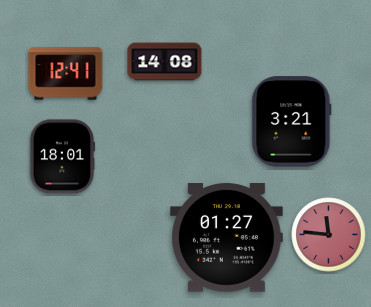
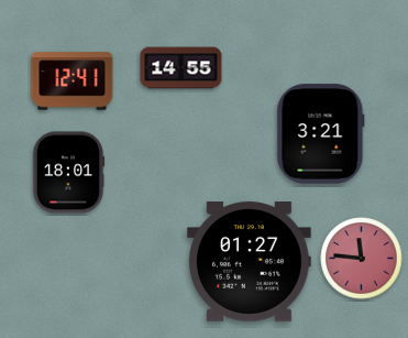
clock at (165, 62): 14:08 -> 14:55
